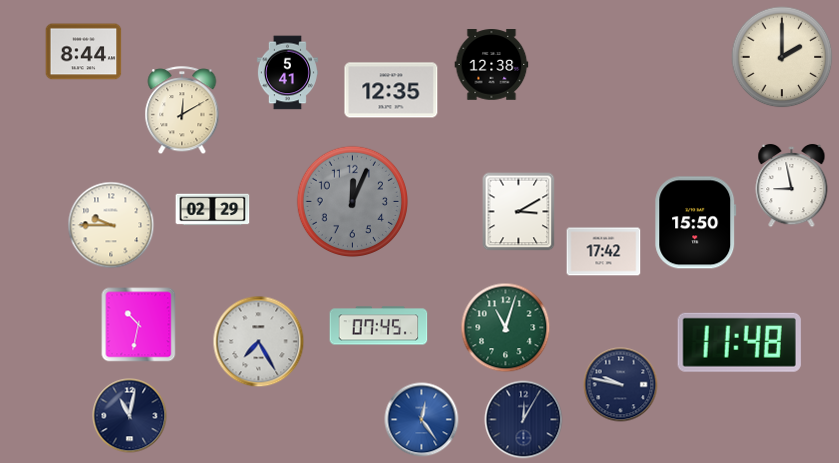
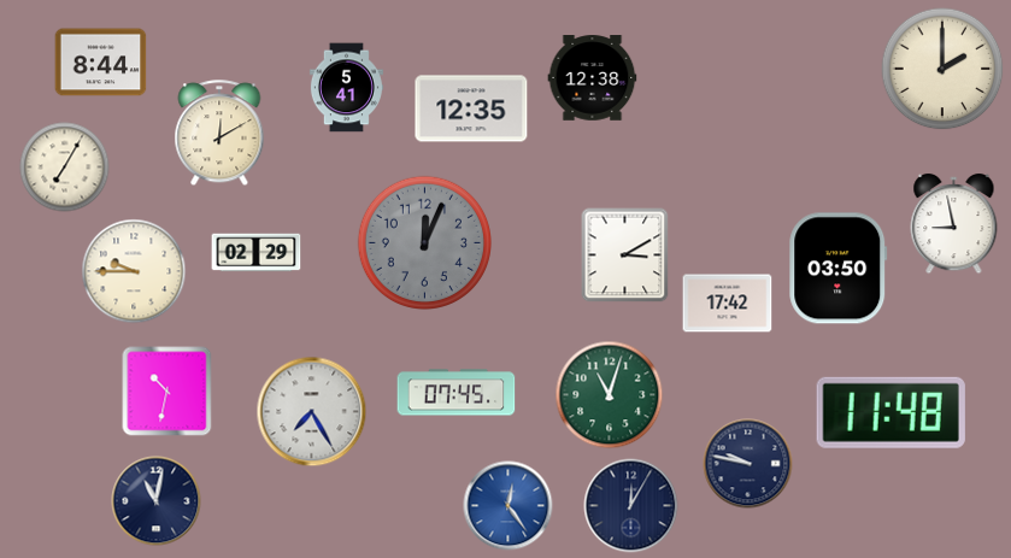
clock at (65, 168): none -> 7:05
clock at (696, 223): 15:50 -> 03:50
